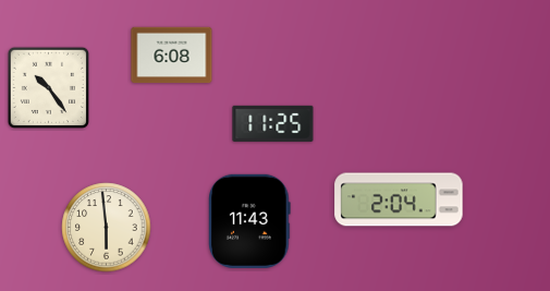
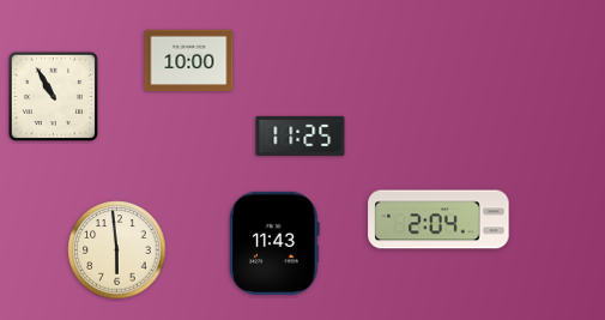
clock at (172, 56): 6:08 -> 10:00
clock at (48, 87): 10:24 -> 10:55
